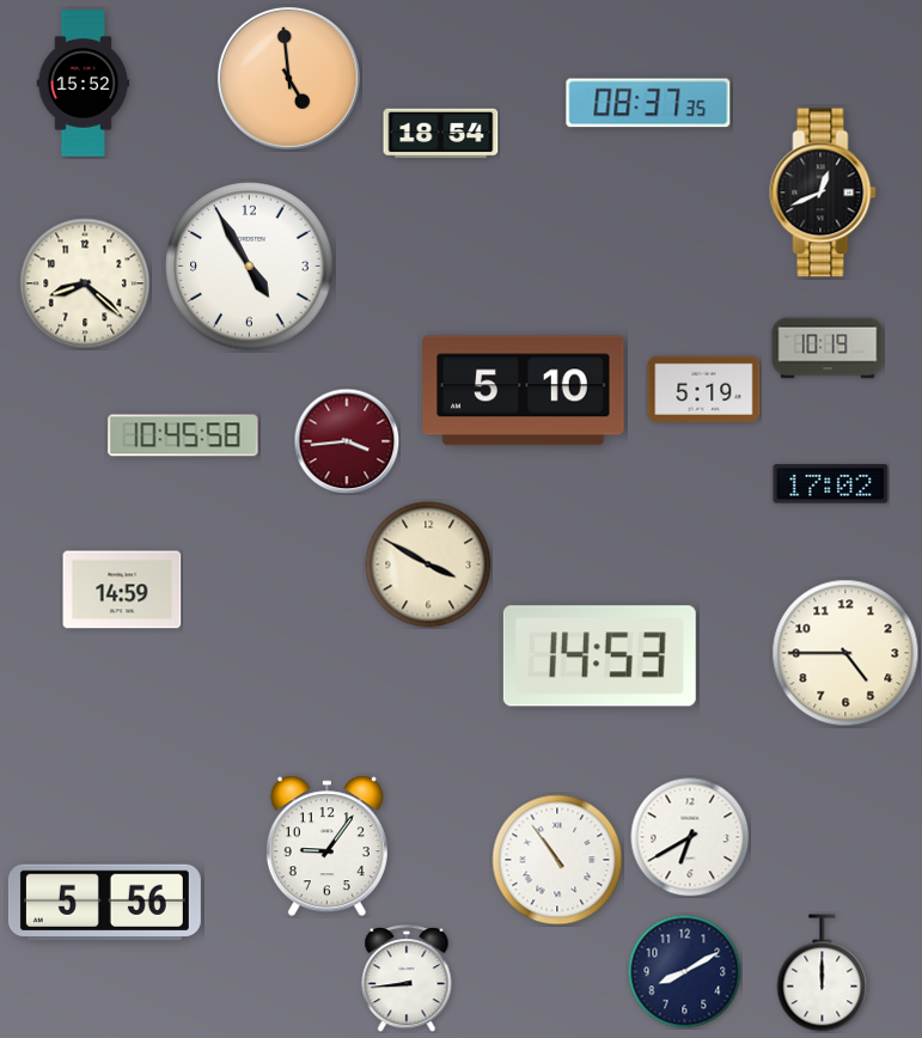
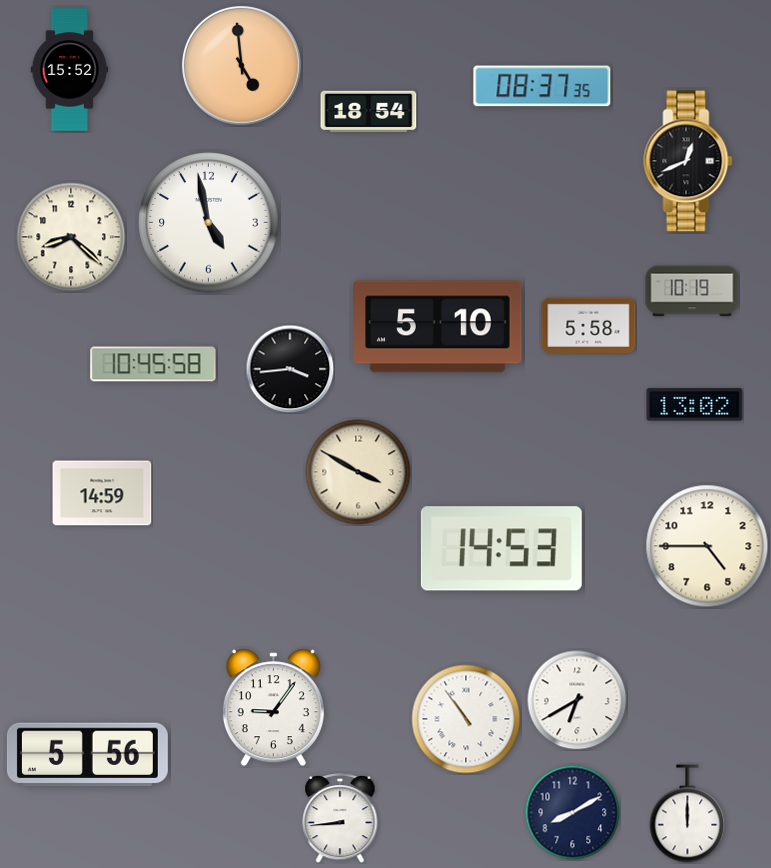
clock at (250, 267): 4:55 -> 4:58
clock at (704, 389): 5:19 -> 5:58
clock at (347, 441) dial: burgundy -> black
clock at (831, 484): 17:02 -> 13:02
